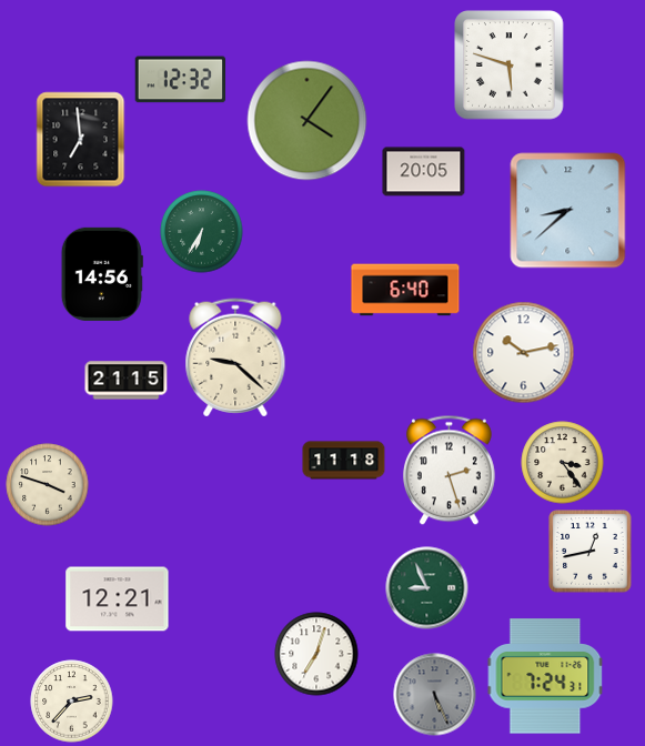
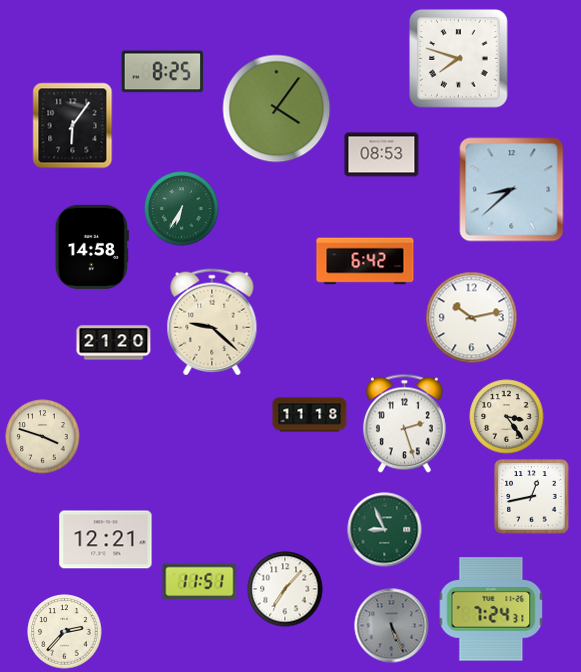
clock at (510, 65): 5:48 -> 7:48
clock at (181, 80): 12:32 -> 8:25
clock at (81, 140): 6:59 -> 6:06
clock at (424, 172): 20:05 -> 08:53
clock at (102, 274): 14:56 -> 14:58
clock at (405, 290): 6:40 -> 6:42
clock at (127, 381): 21:15 -> 21:20
clock at (200, 582): none -> 11:51
clock at (316, 654): 7:03 -> 7:07
